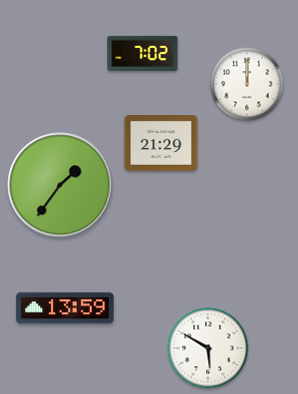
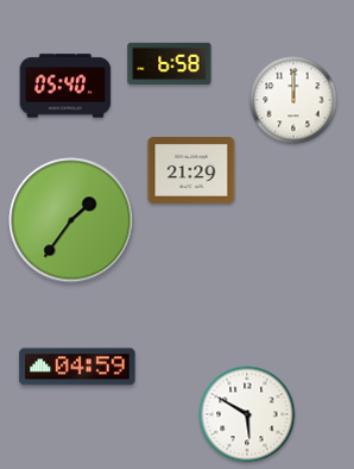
clock at (143, 53): 7:02 -> 6:58
clock at (65, 86): none -> 05:40
clock at (65, 308): 13:59 -> 04:59
